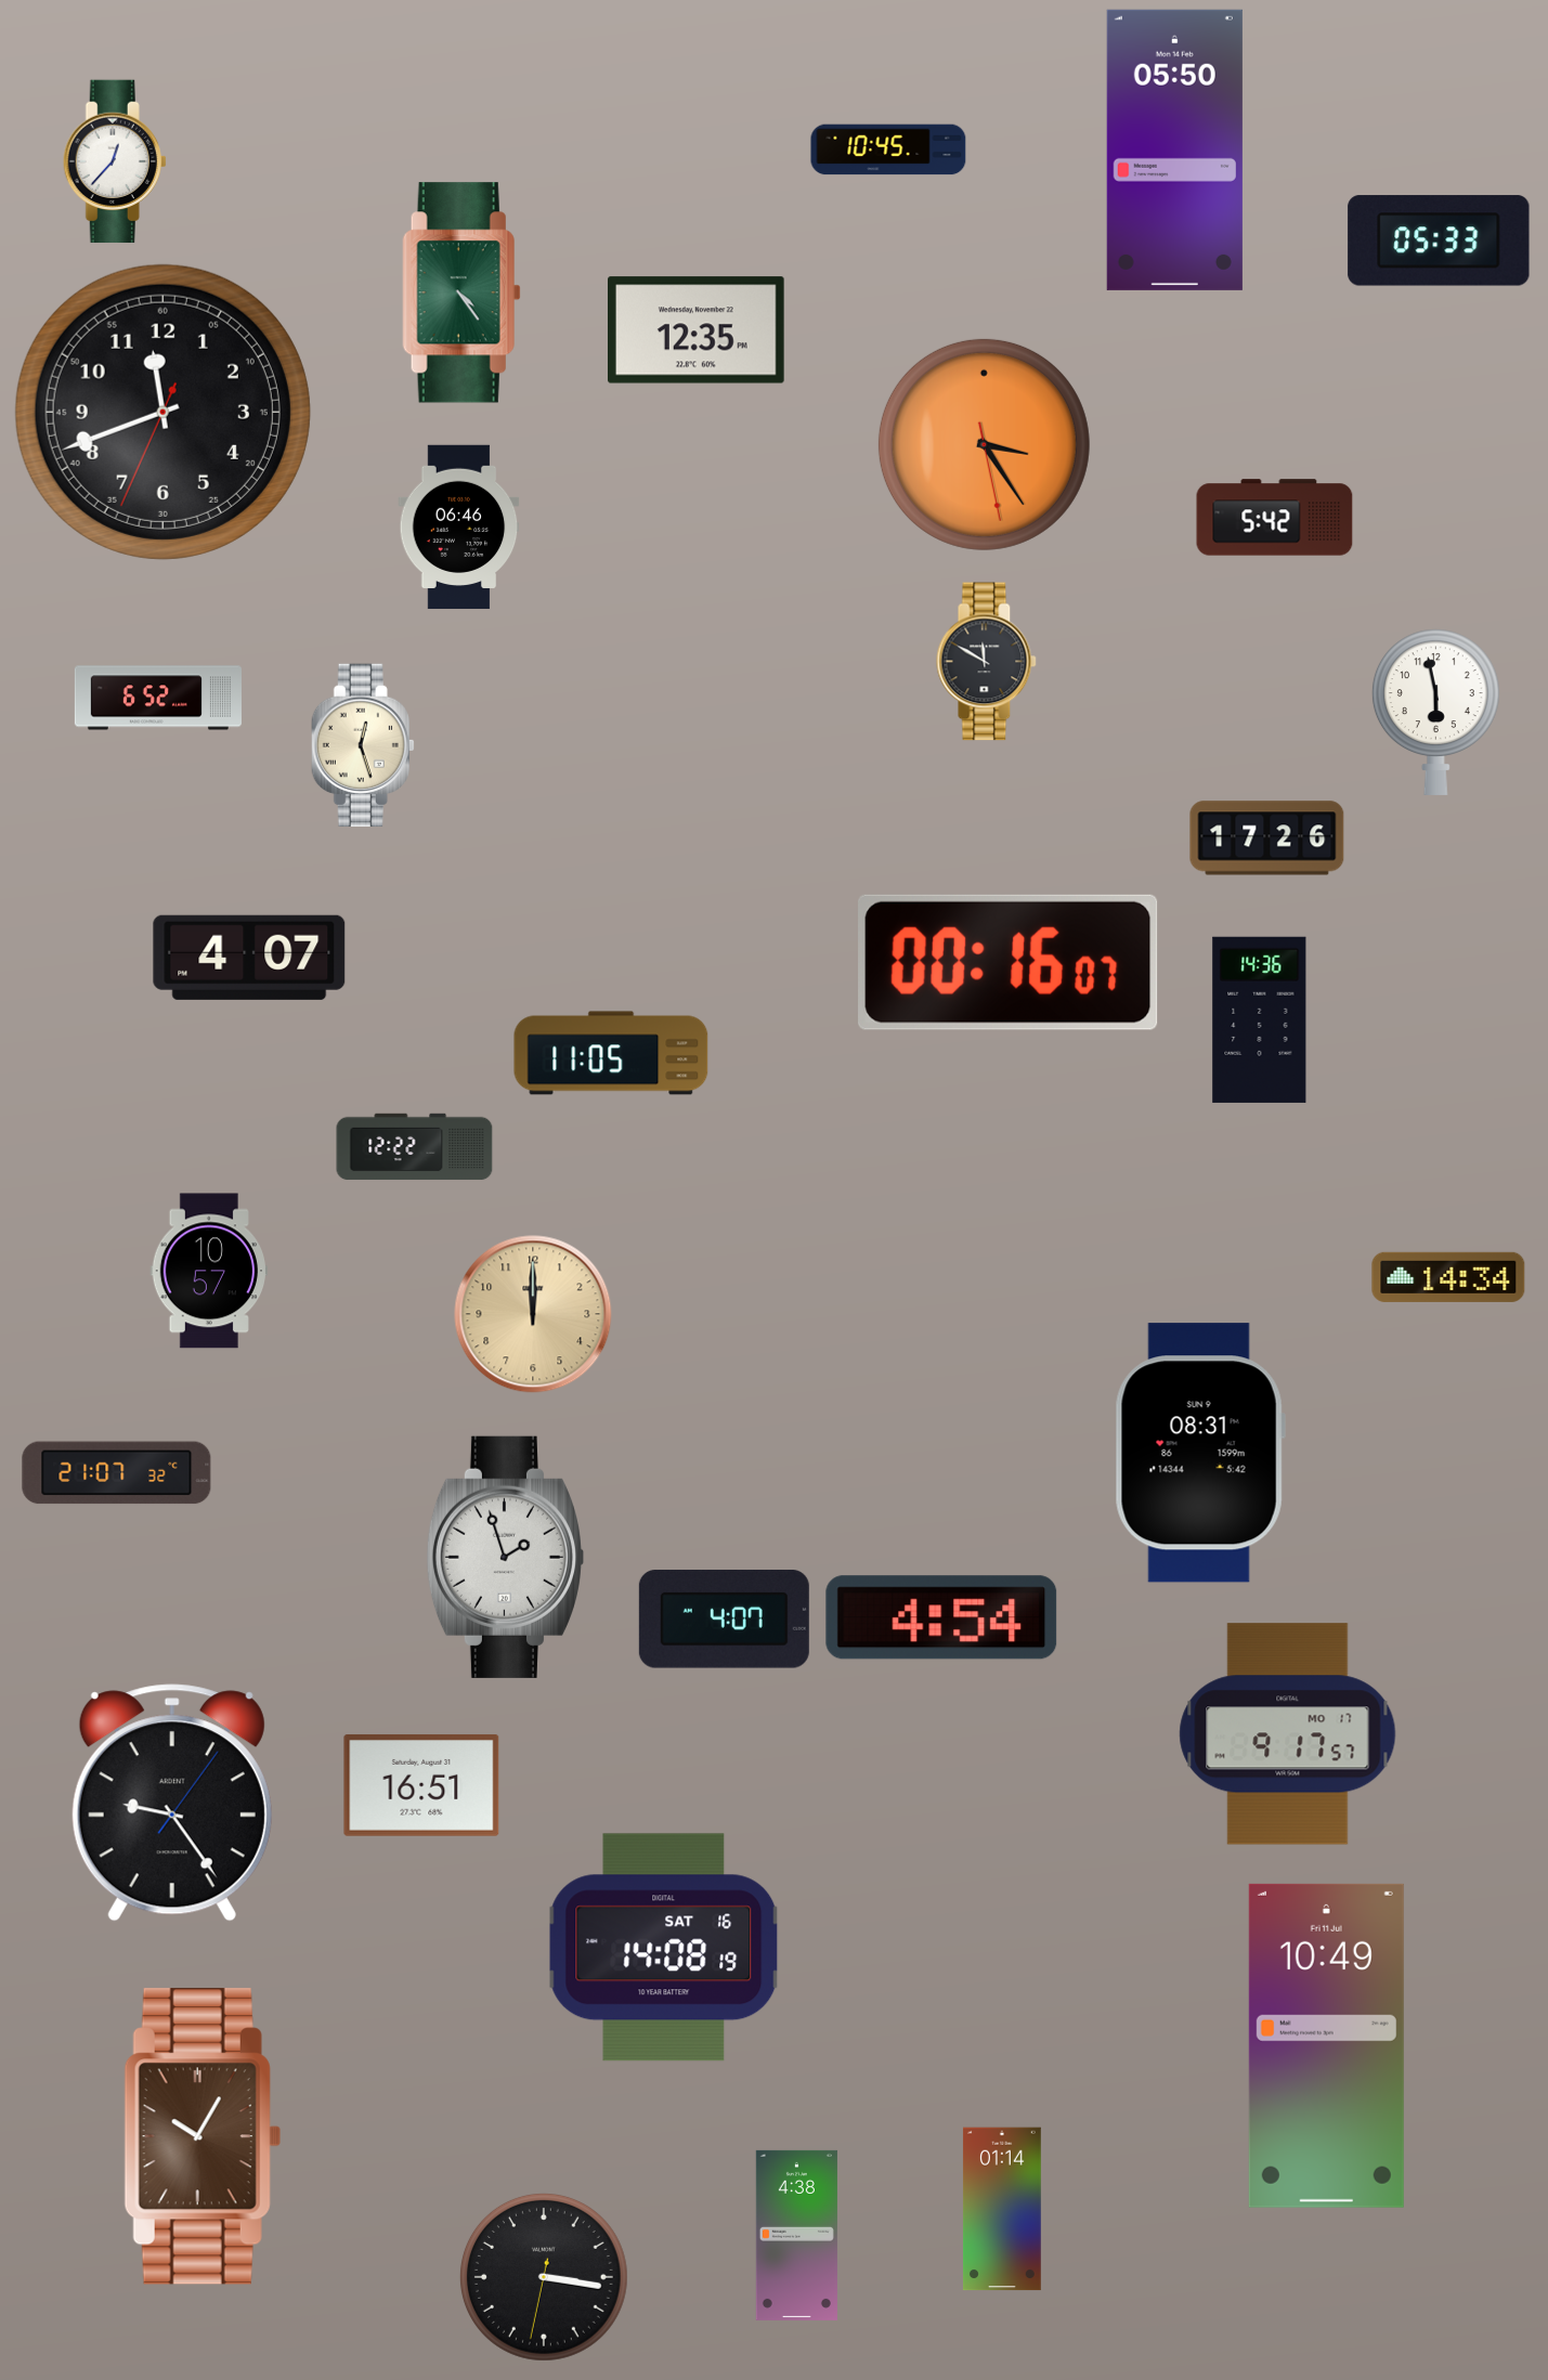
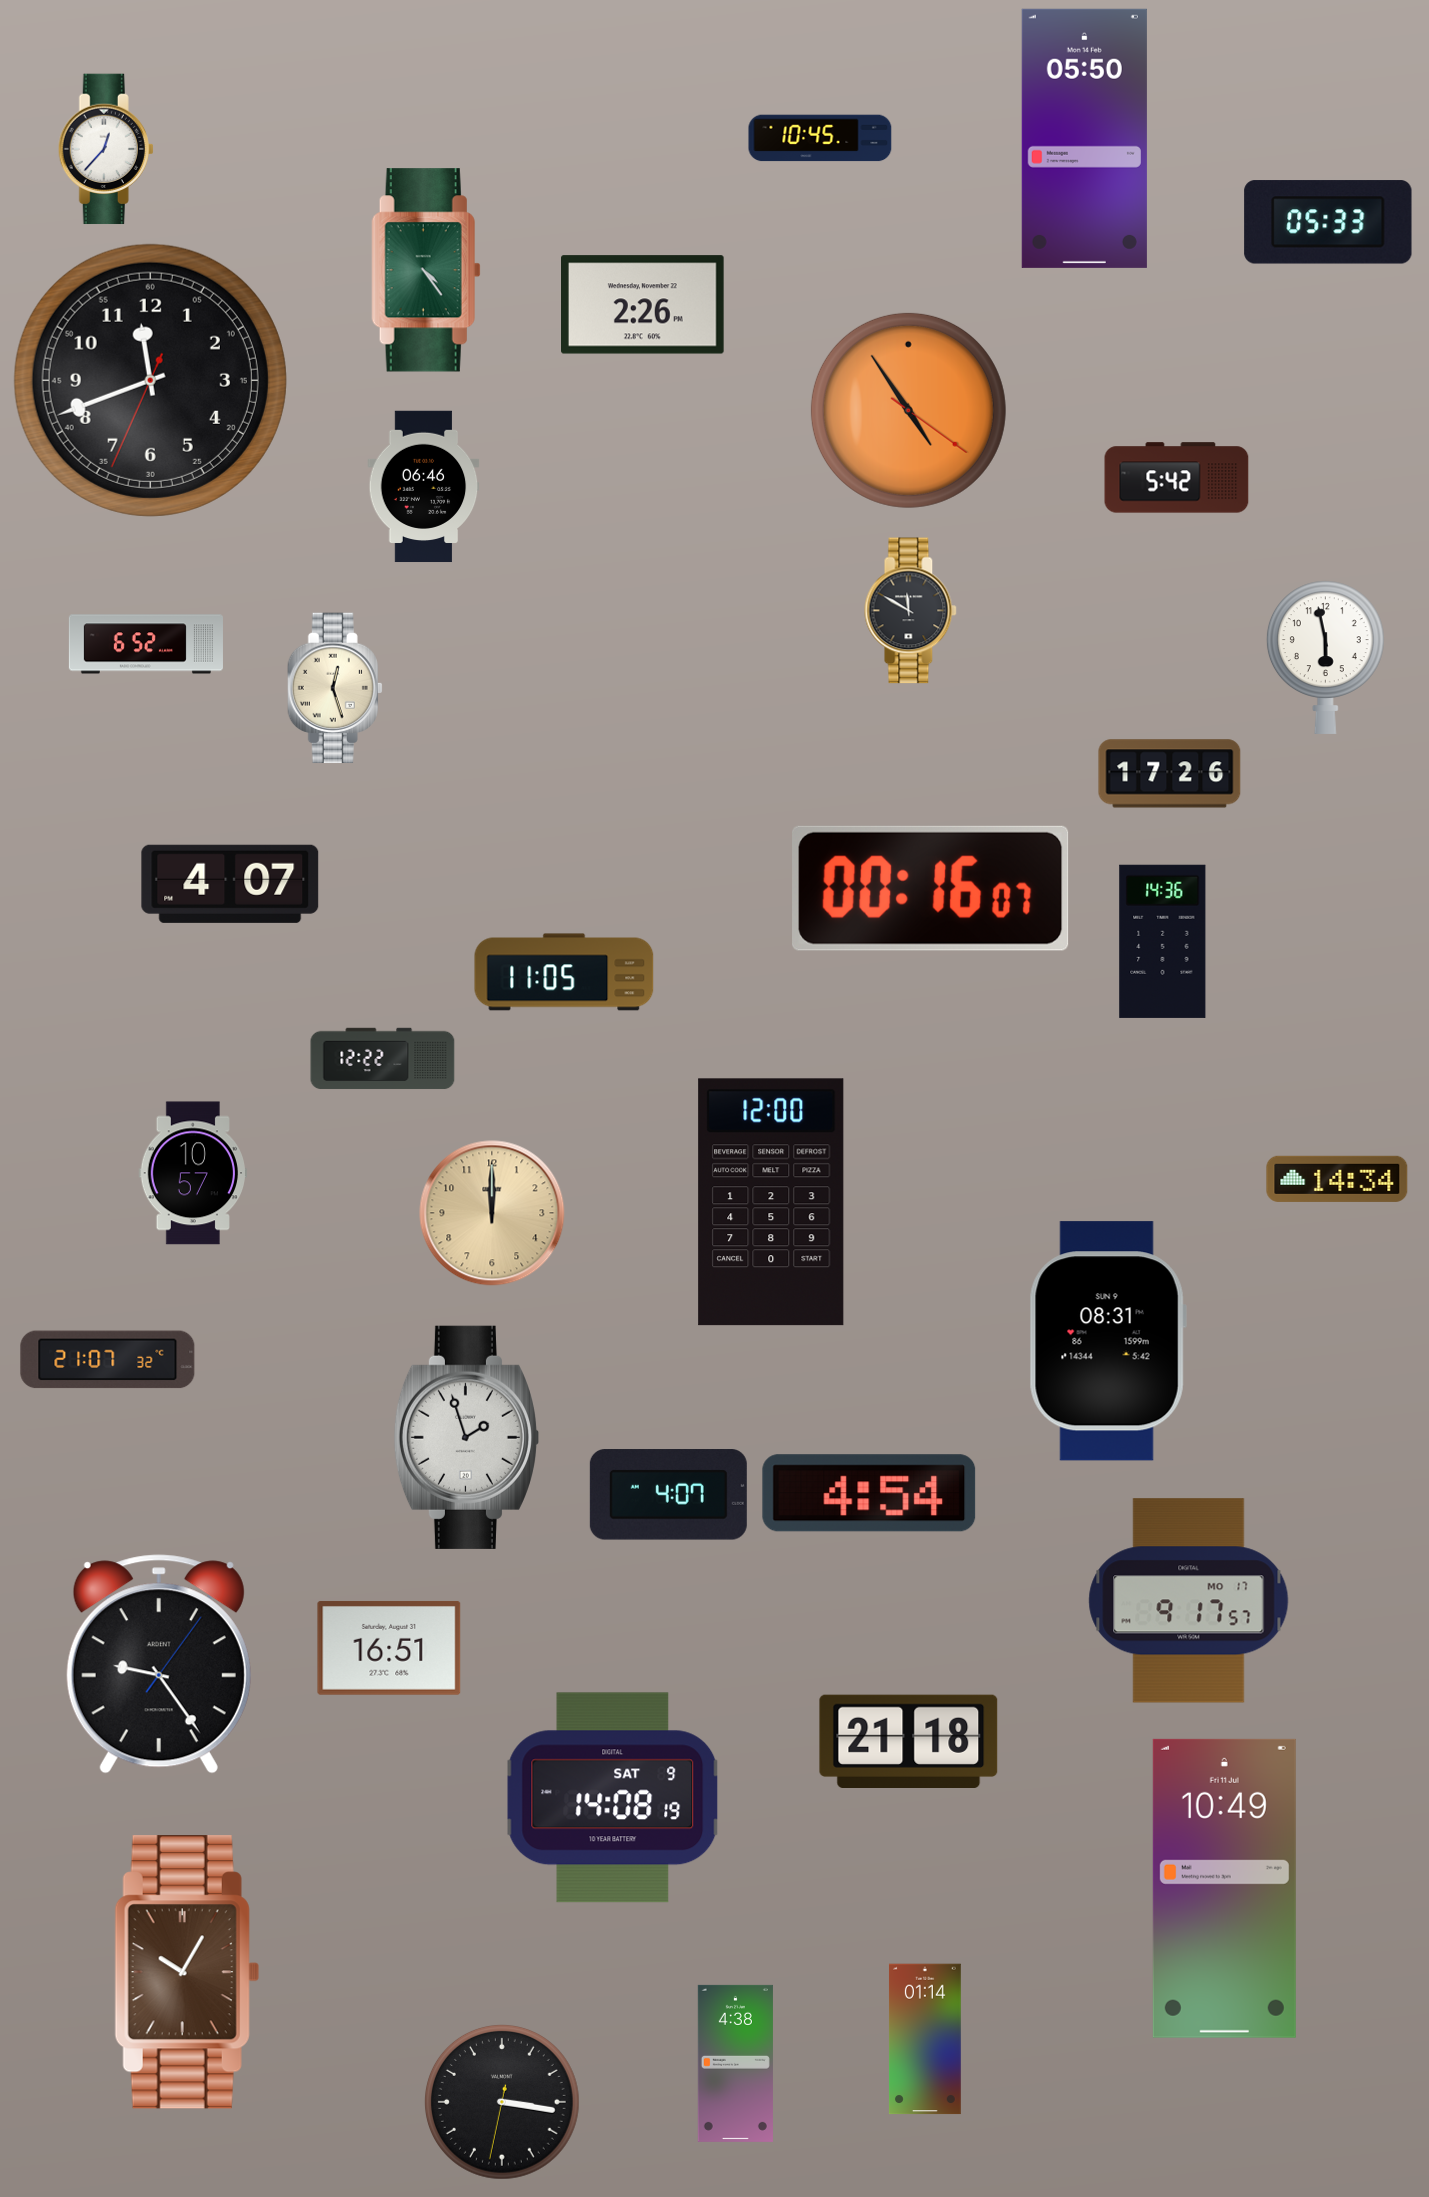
clock at (697, 330): 12:35 -> 2:26
clock at (984, 444): 3:24 -> 4:54
clock at (771, 1202): none -> 12:00
clock at (909, 1741): none -> 21:18
clock at (664, 1948) date: SAT 16 -> SAT 9
